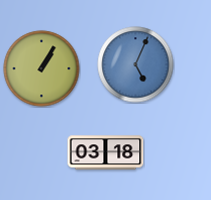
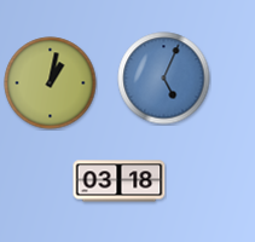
clock at (42, 69): 1:05 -> 1:02
clock at (106, 153) position: (106, 153) -> (120, 181)
